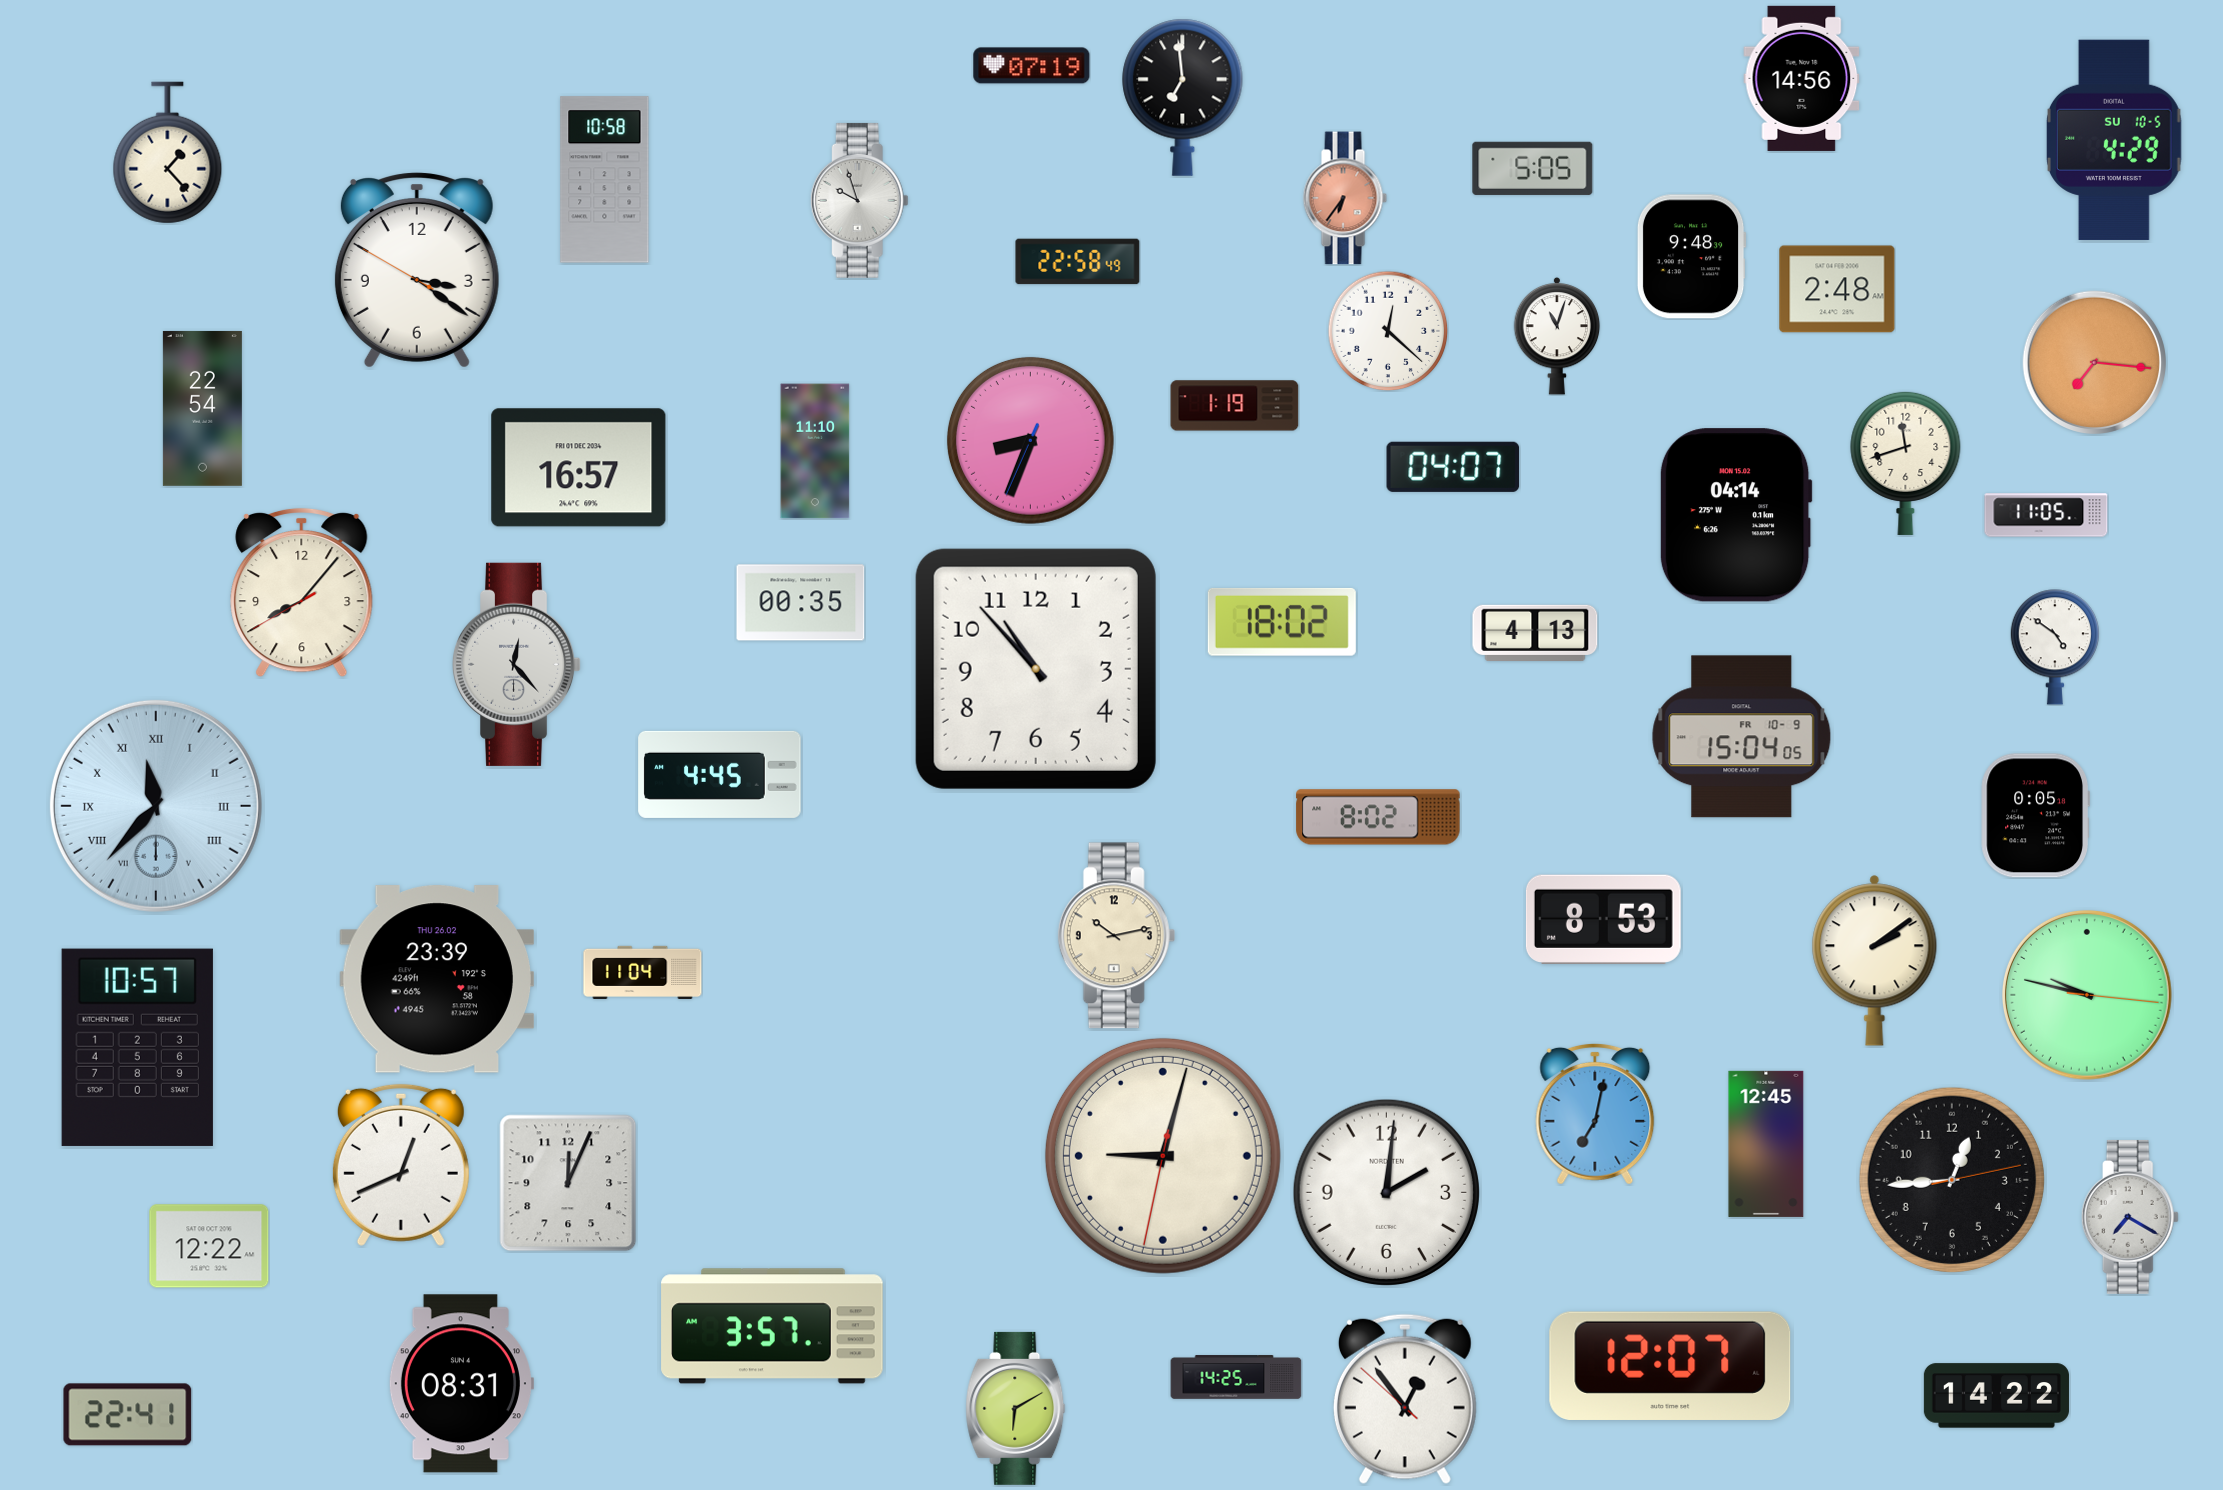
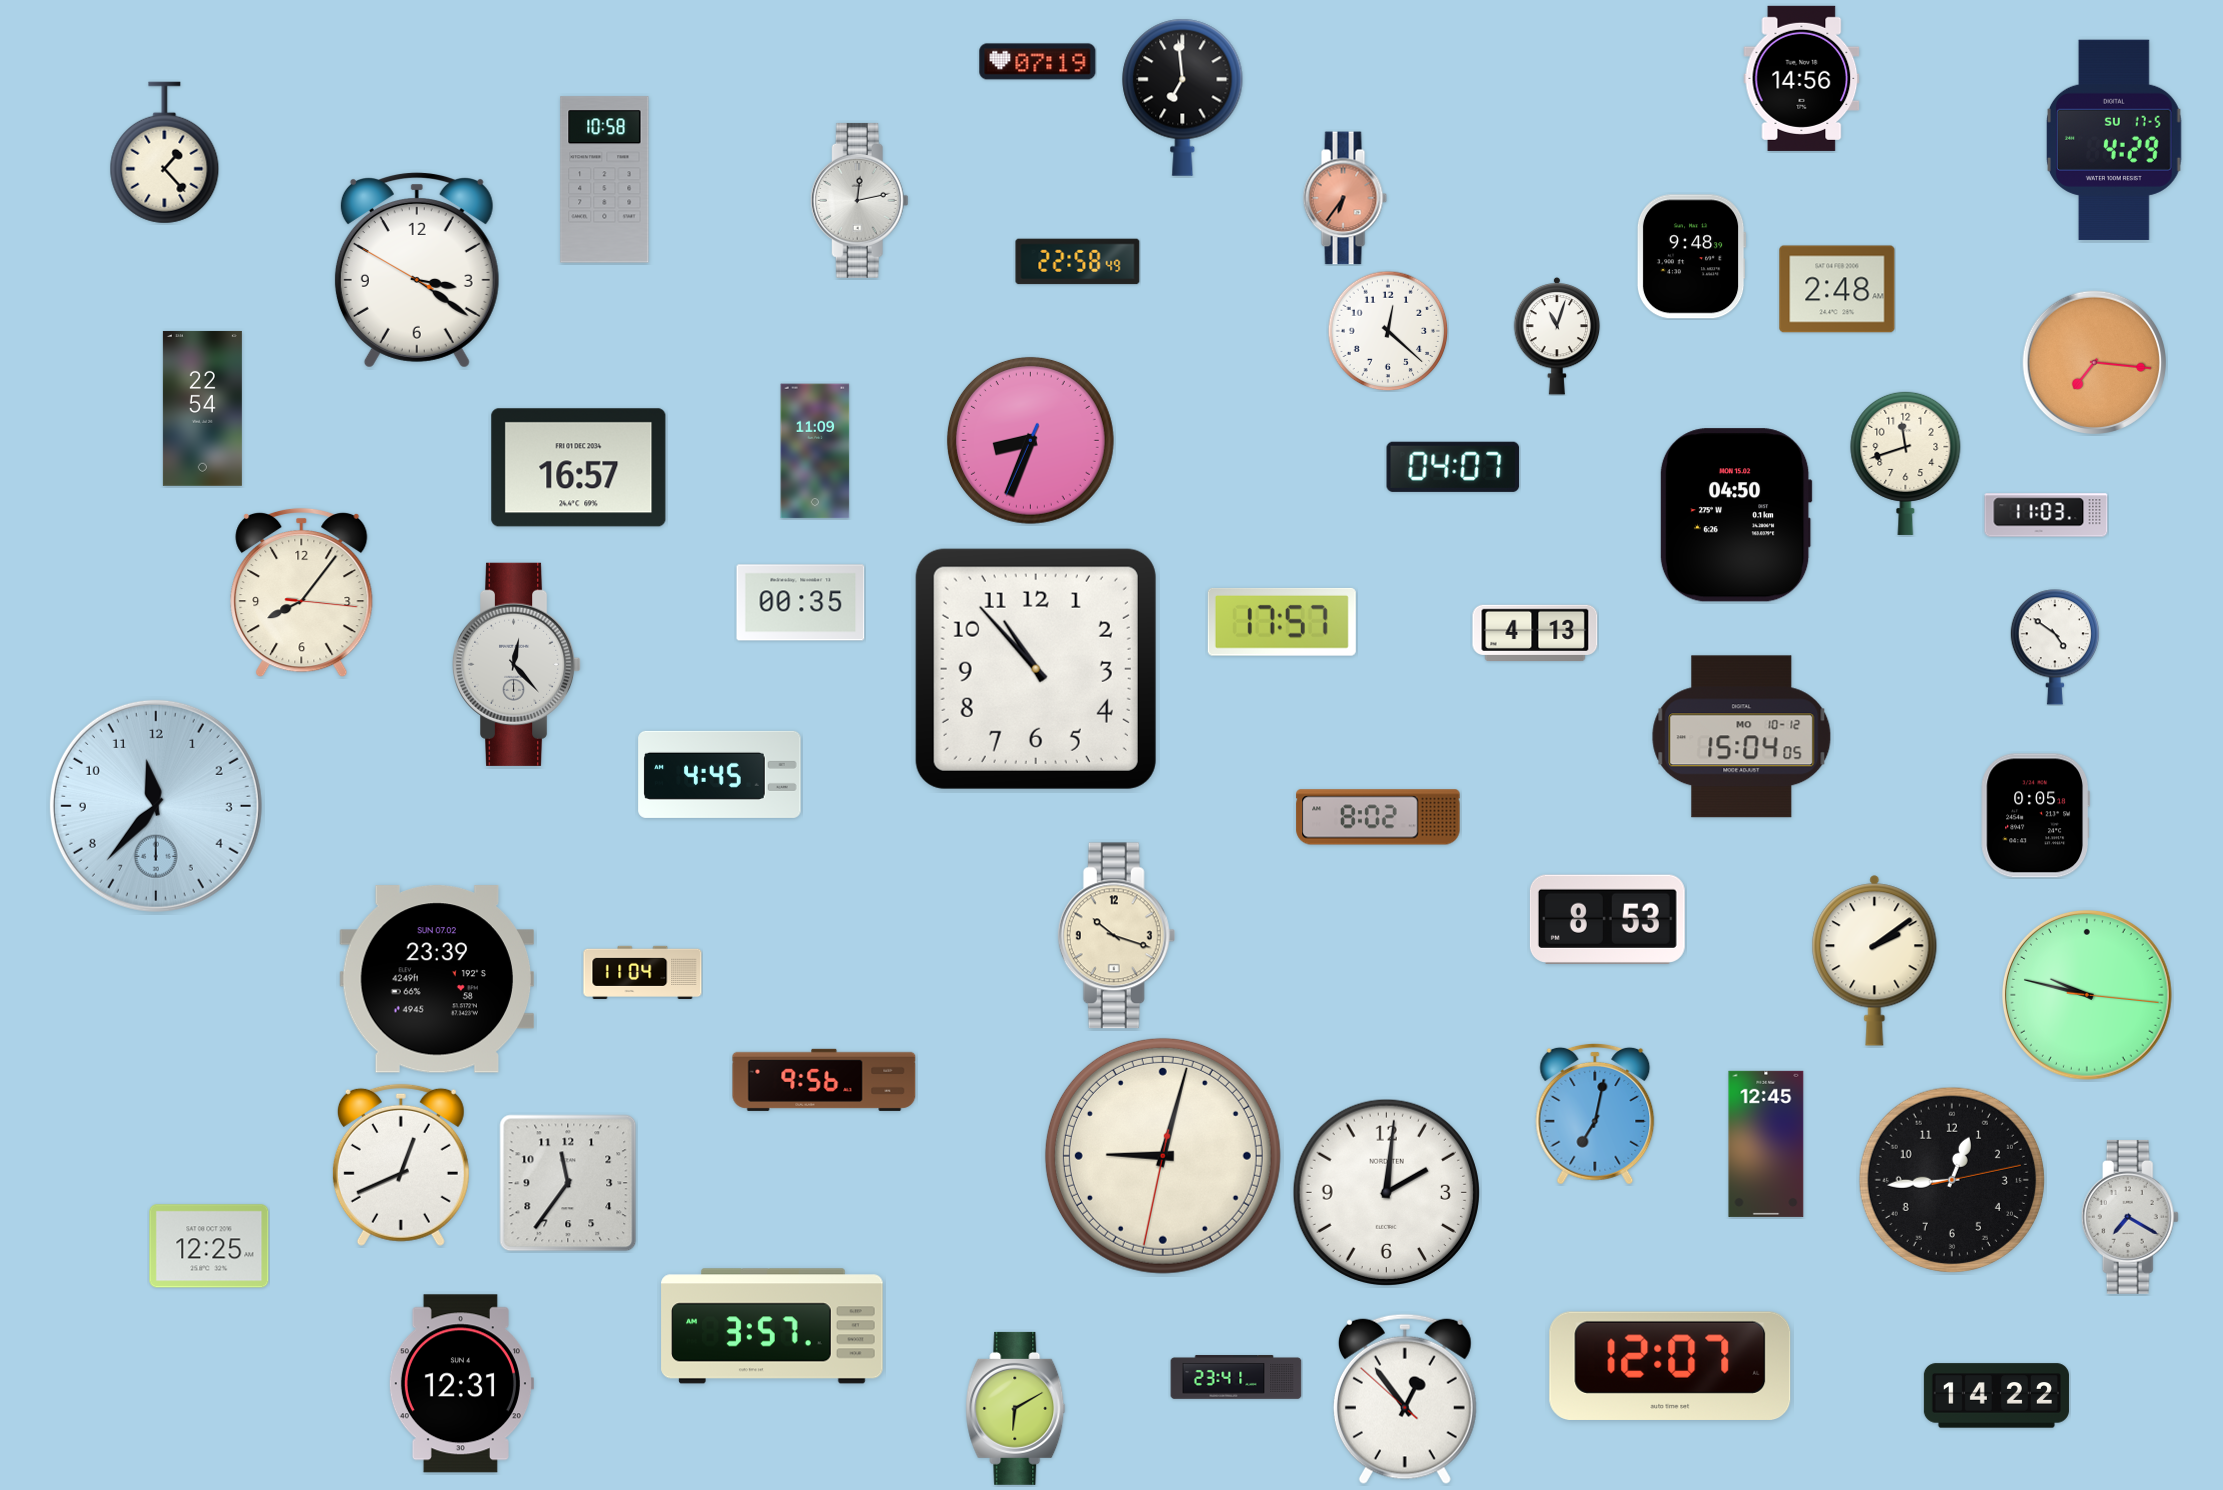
clock at (1032, 66) position: (1032, 66) -> (1038, 62)
clock at (2114, 140) date: SU 10-5 -> SU 17-5
clock at (168, 153) position: (168, 153) -> (165, 153)
clock at (1533, 168): 5:05 -> none
clock at (859, 200): 9:57 -> 12:13
clock at (1235, 406): 1:19 -> none
clock at (815, 451): 11:10 -> 11:09
clock at (1736, 515): 04:14 -> 04:50
clock at (2046, 515): 11:05 -> 11:03
clock at (302, 593): 8:06:40 -> 8:06:16
clock at (1282, 622): 18:02 -> 17:57
clock at (1742, 737) date: FR 10-9 -> MO 10-12
clock at (156, 806) numerals: Roman -> Arabic
clock at (1603, 919) position: (1603, 919) -> (1607, 919)
clock at (1117, 936): 10:13 -> 10:18
clock at (436, 979) date: THU 26.02 -> SUN 07.02
clock at (137, 1047): 10:57 -> none
clock at (824, 1080): none -> 9:56
clock at (568, 1183): 12:04 -> 11:36
clock at (209, 1246): 12:22 -> 12:25
clock at (1236, 1377): 14:25 -> 23:41
clock at (461, 1384): 08:31 -> 12:31
clock at (128, 1415): 22:41 -> none
